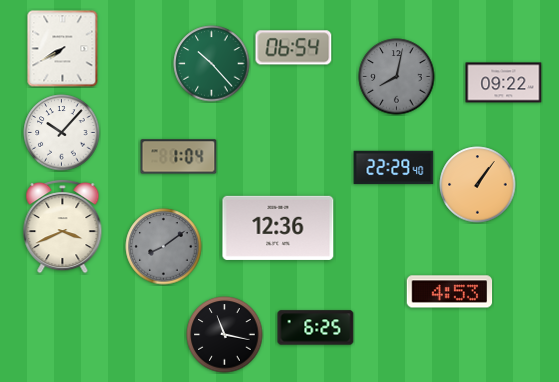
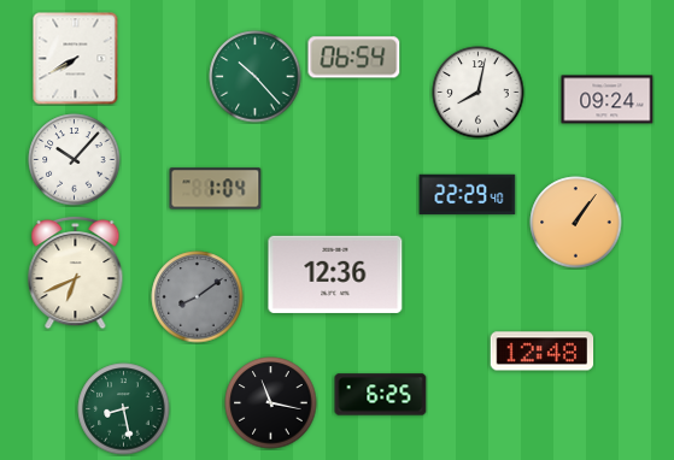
clock at (397, 77) dial: grey -> white
clock at (504, 83): 09:22 -> 09:24
clock at (394, 168) position: (394, 168) -> (468, 195)
clock at (63, 226): 3:41 -> 6:41
clock at (450, 292): 4:53 -> 12:48
clock at (124, 409): none -> 8:28
